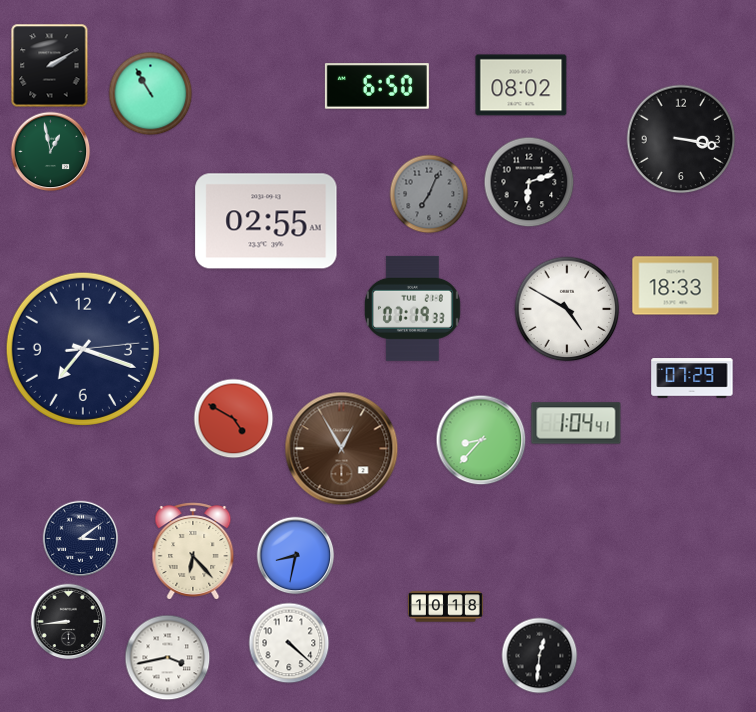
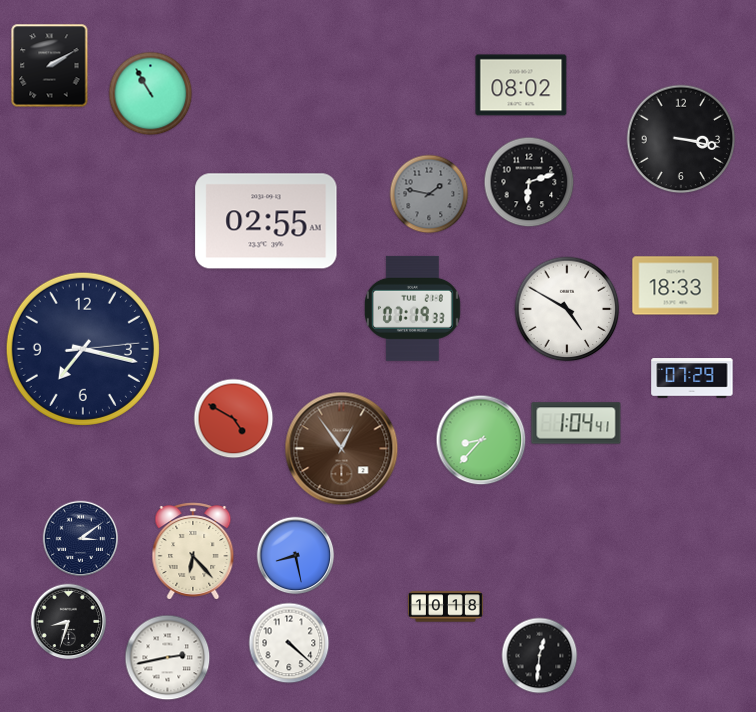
clock at (377, 86): 6:50 -> none
clock at (51, 152): 12:58 -> none
clock at (429, 194): 7:04 -> 1:47
clock at (83, 349): 7:18 -> 7:17
clock at (342, 449): 12:55 -> 12:54
clock at (296, 556): 8:32 -> 8:28
clock at (69, 622): 8:44 -> 8:33
clock at (168, 658): 3:43 -> 2:43
